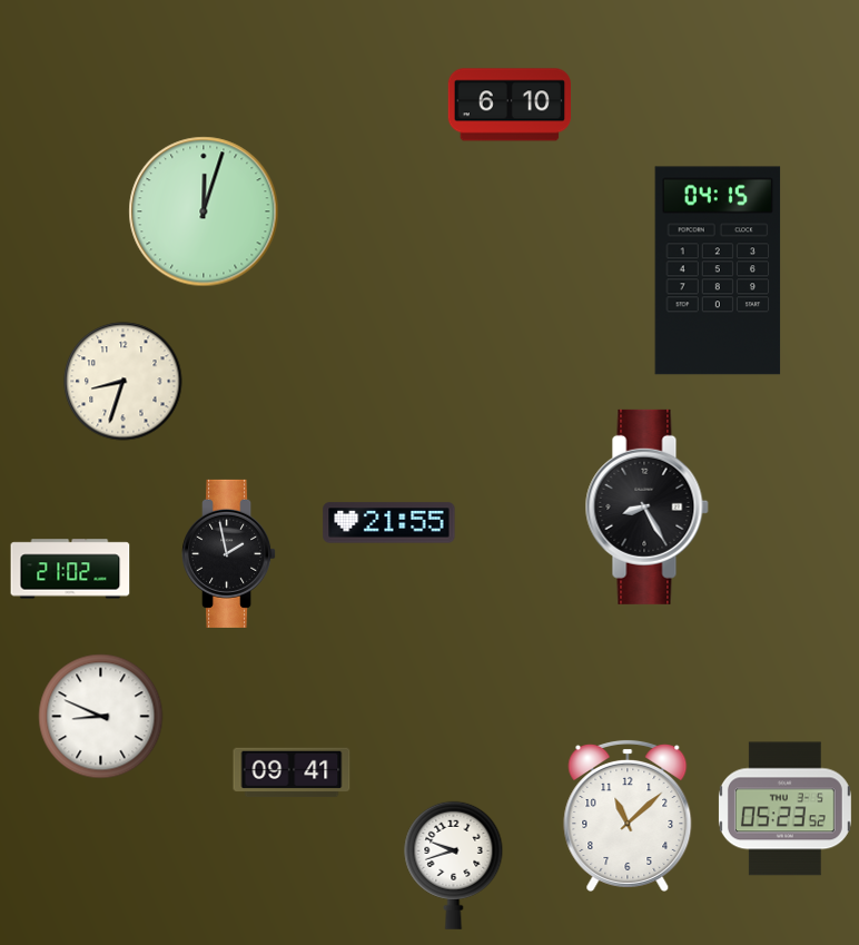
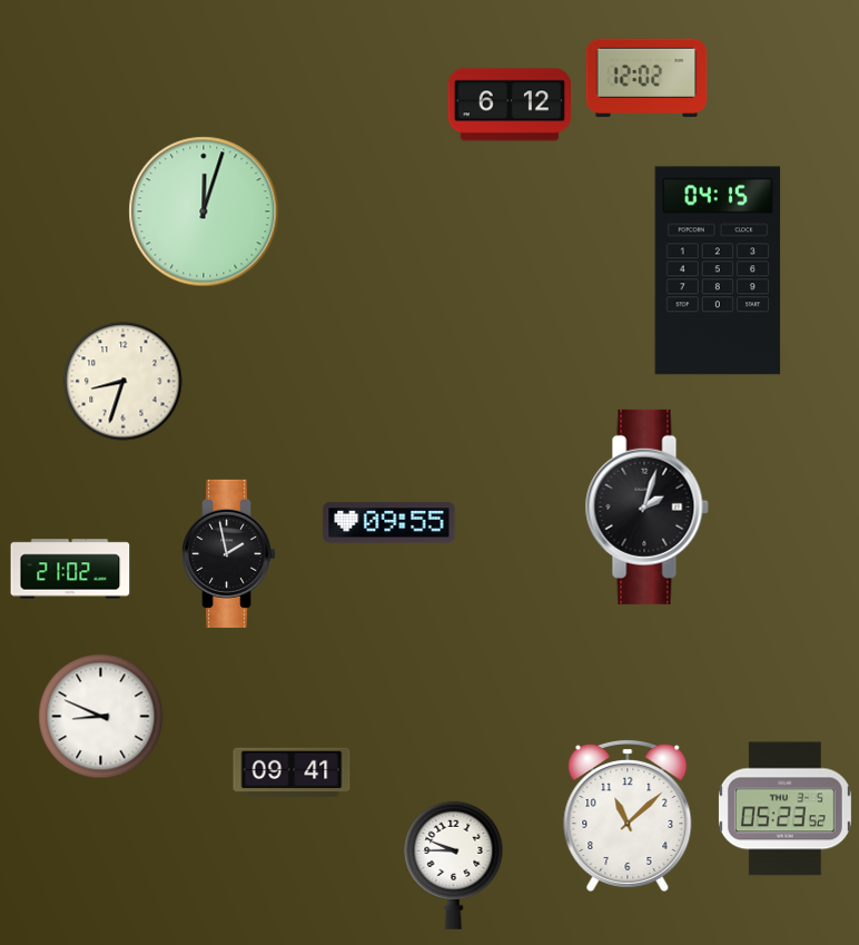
clock at (646, 78): none -> 12:02
clock at (509, 105): 6:10 -> 6:12
clock at (646, 506): 8:25 -> 2:03
clock at (389, 523): 21:55 -> 09:55
clock at (454, 865): 9:42 -> 9:45
